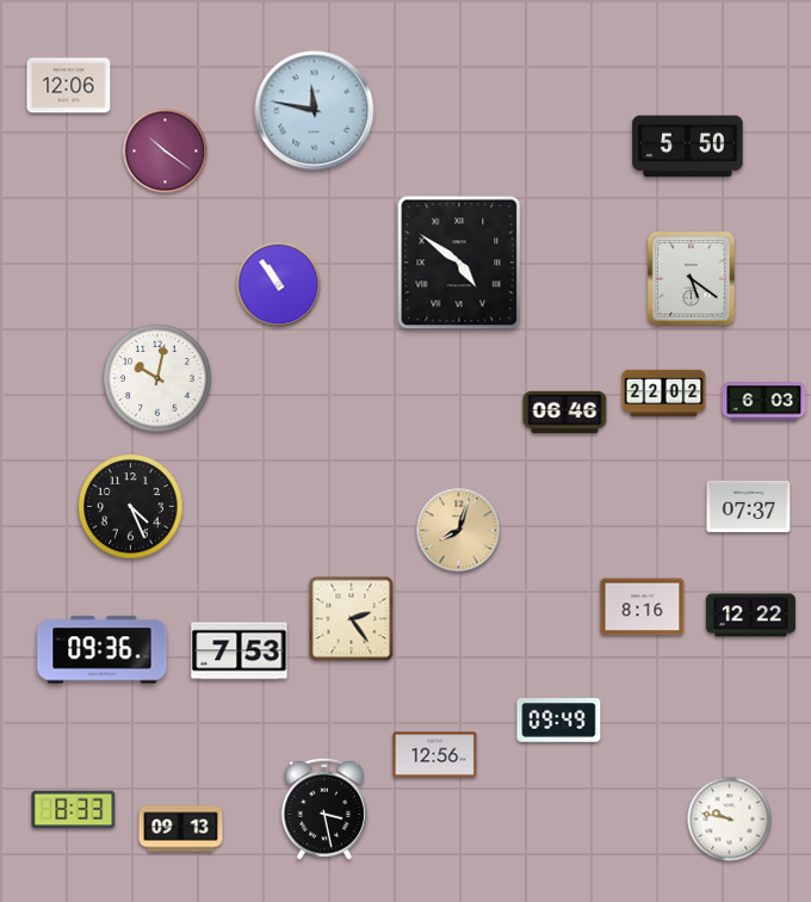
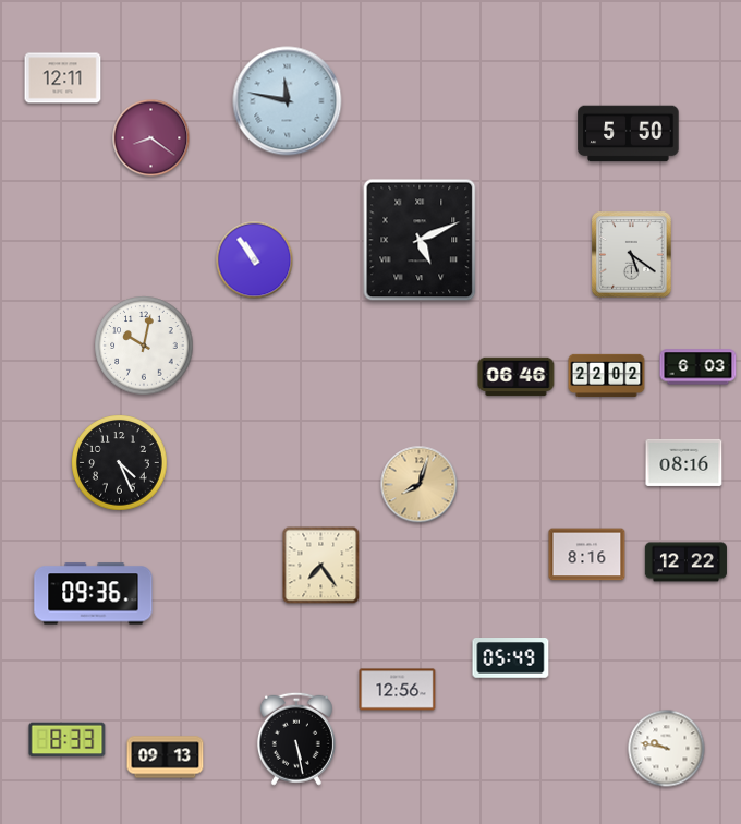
clock at (69, 86): 12:06 -> 12:11
clock at (166, 152): 10:21 -> 8:21
clock at (459, 262): 4:51 -> 5:11
clock at (664, 393) position: (664, 393) -> (607, 375)
clock at (749, 506): 07:37 -> 08:16
clock at (352, 619): 2:24 -> 7:24
clock at (240, 651): 7:53 -> none
clock at (559, 721): 09:49 -> 05:49
clock at (324, 809): 3:28 -> 5:28
